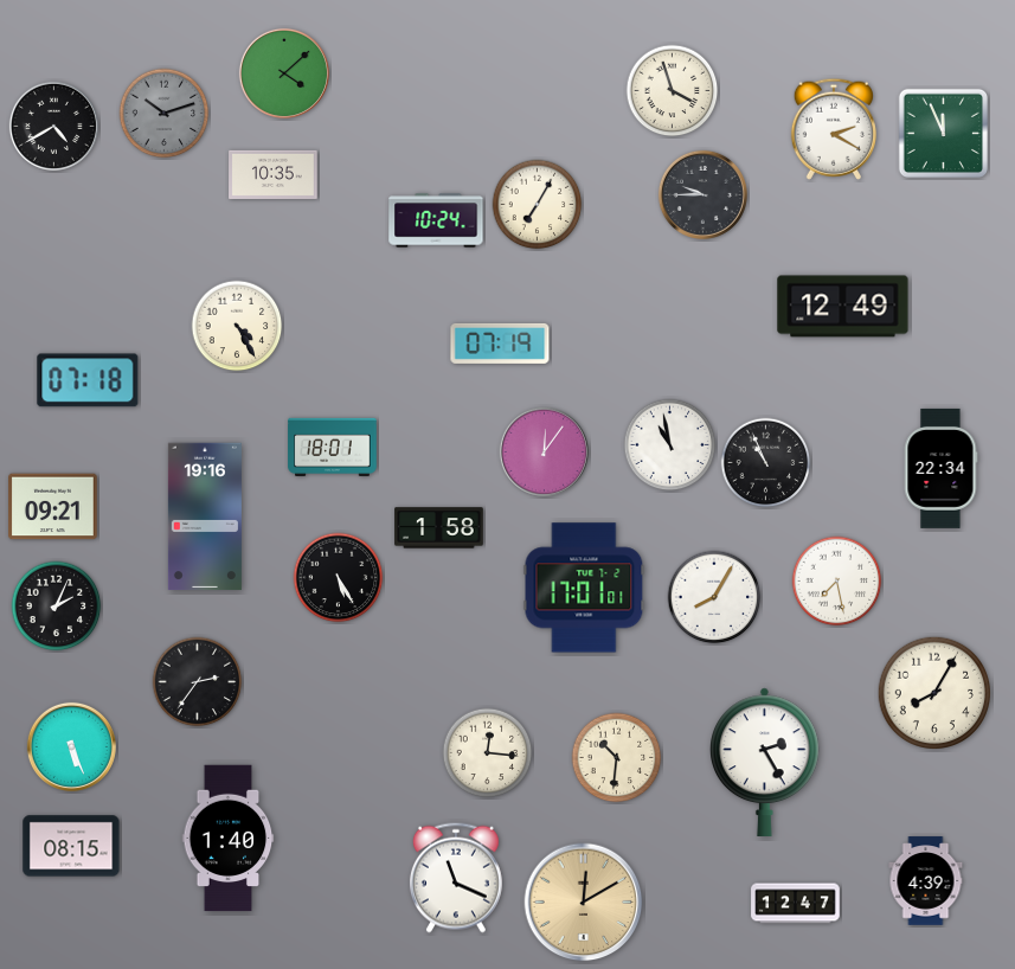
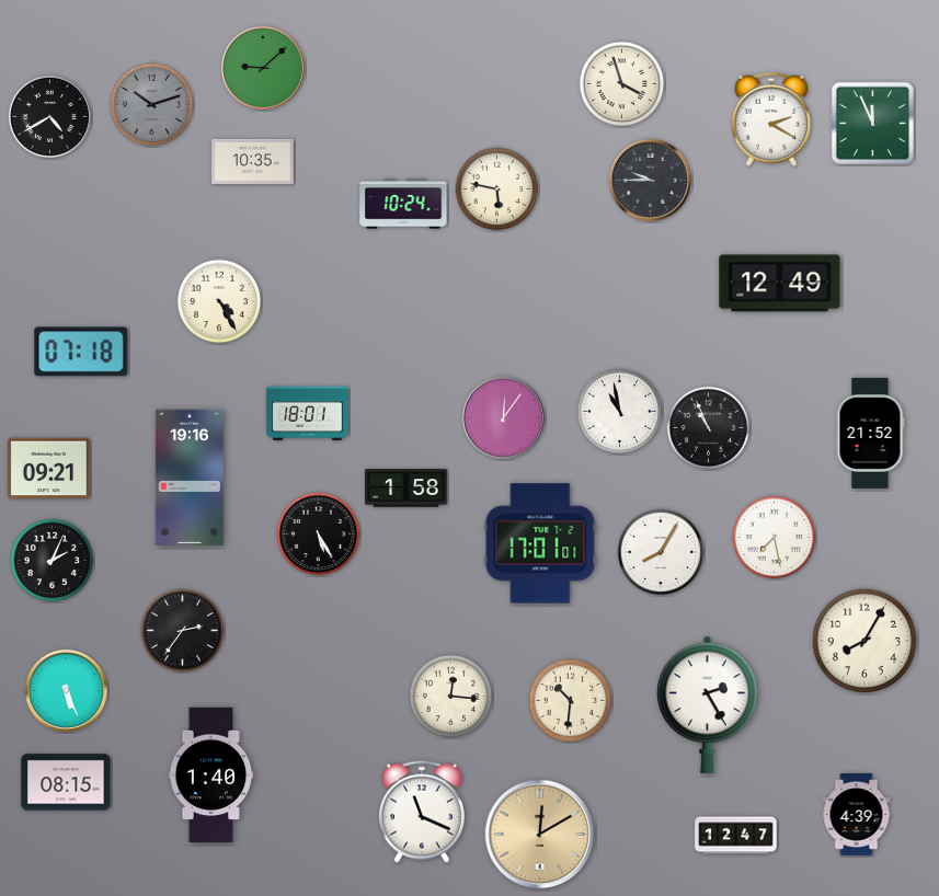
clock at (284, 73): 4:08 -> 9:08
clock at (538, 205): 7:05 -> 5:47
clock at (500, 344): 07:19 -> none
clock at (940, 468): 22:34 -> 21:52
clock at (339, 578) position: (339, 578) -> (319, 535)
